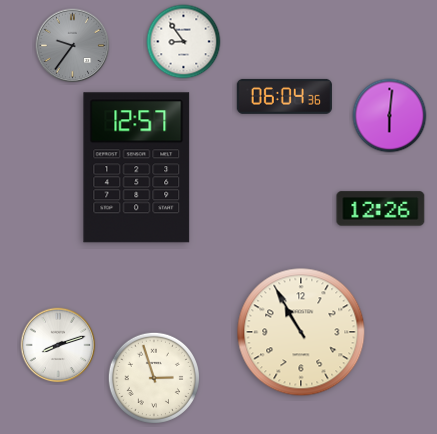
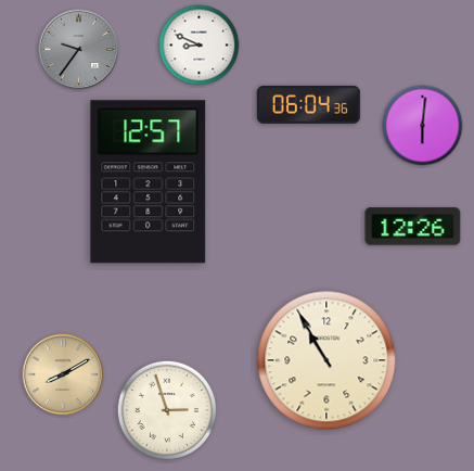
clock at (184, 42): 8:54 -> 8:49
clock at (58, 345): 8:12 -> 8:10
clock at (58, 345) dial: white -> champagne
